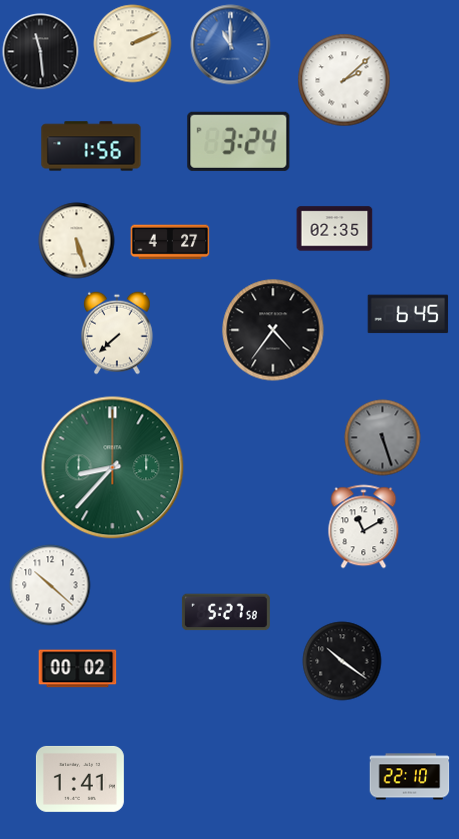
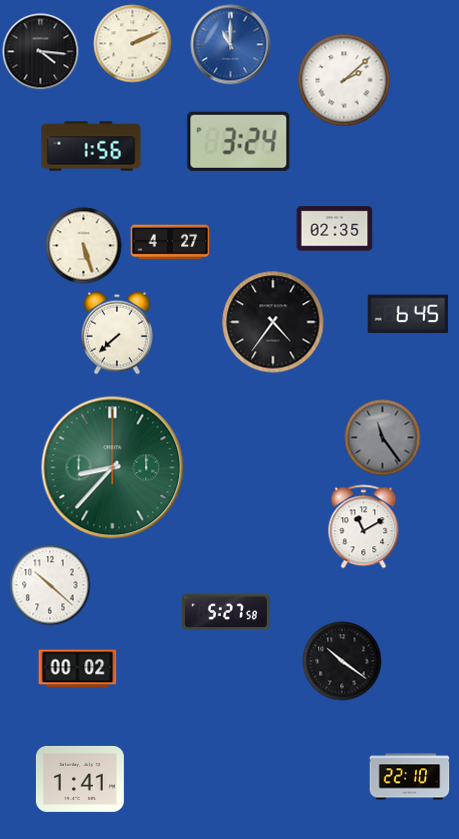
clock at (41, 52): 11:29 -> 4:16
clock at (77, 241) position: (77, 241) -> (84, 246)
clock at (273, 330) position: (273, 330) -> (273, 322)
clock at (383, 438): 5:27 -> 11:24
